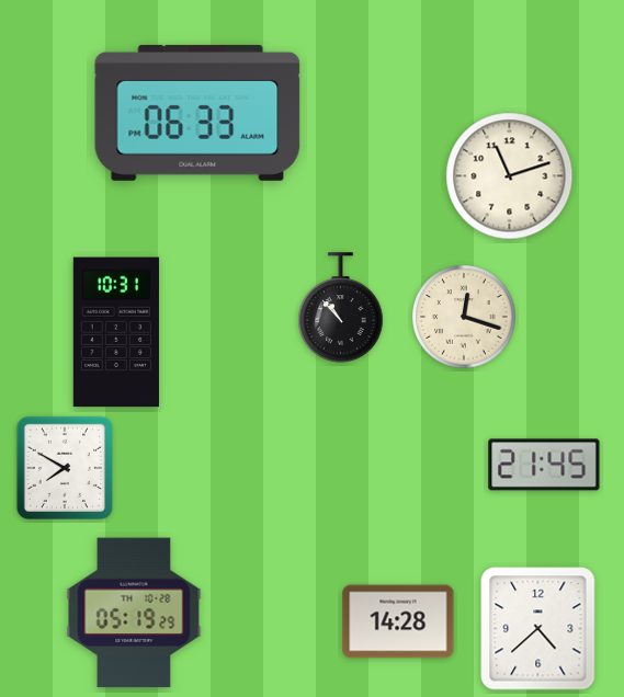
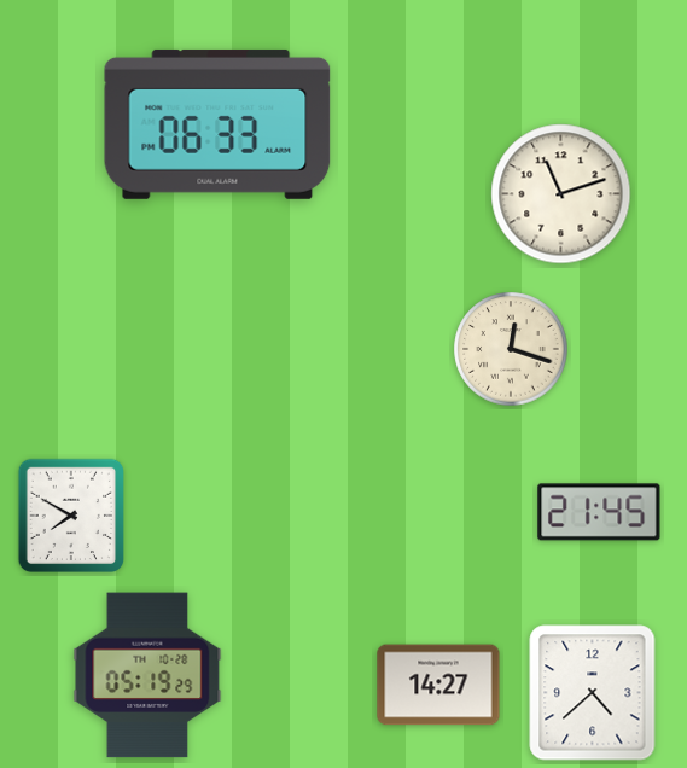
clock at (341, 308): 10:53 -> none
clock at (116, 332): 10:31 -> none
clock at (398, 621): 14:28 -> 14:27
